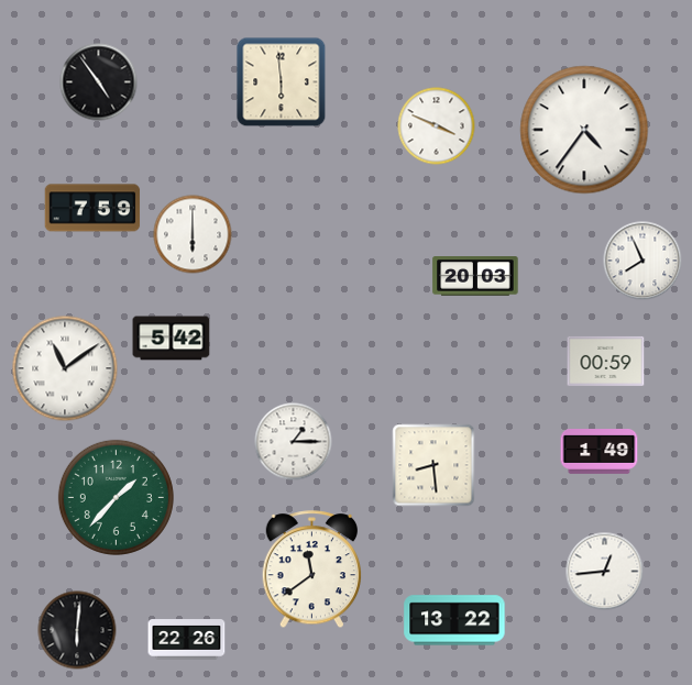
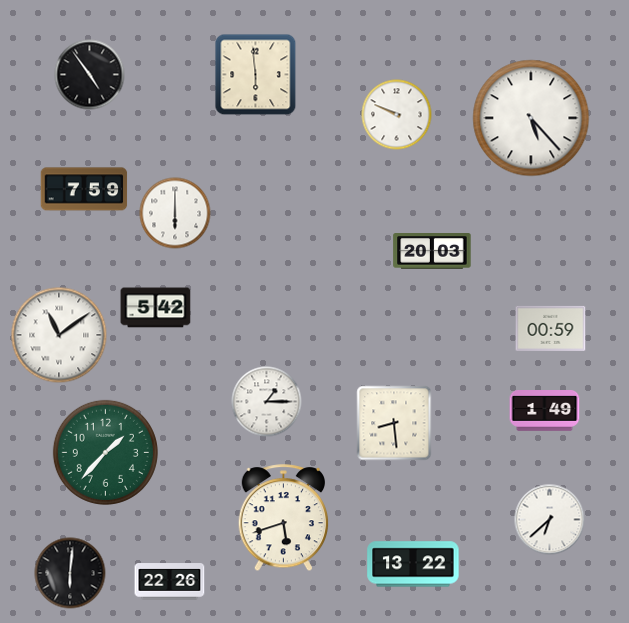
clock at (437, 126): 3:49 -> 9:49
clock at (584, 130): 4:36 -> 5:23
clock at (642, 261): 7:56 -> none
clock at (312, 570): 11:39 -> 5:42
clock at (605, 572): 12:44 -> 6:38
